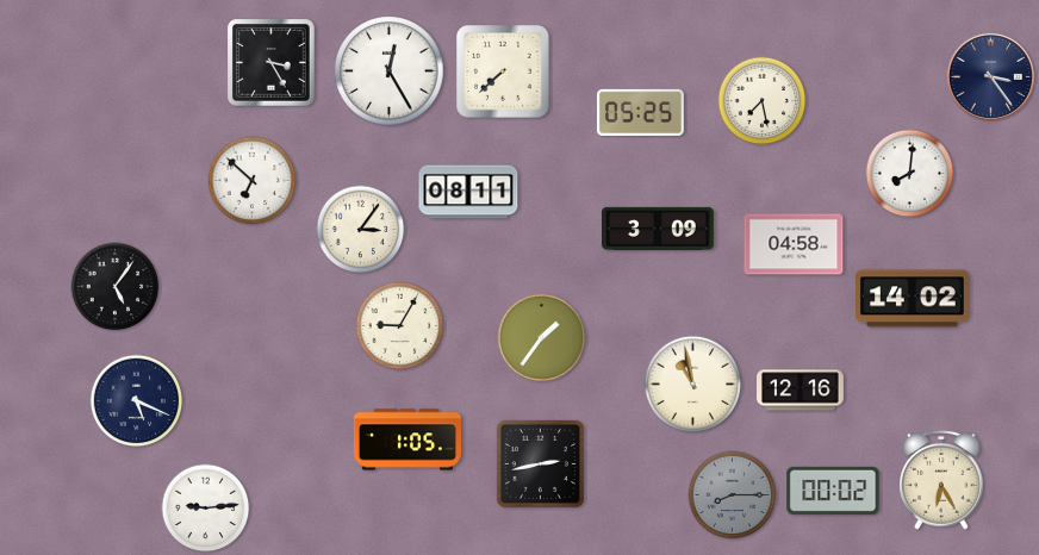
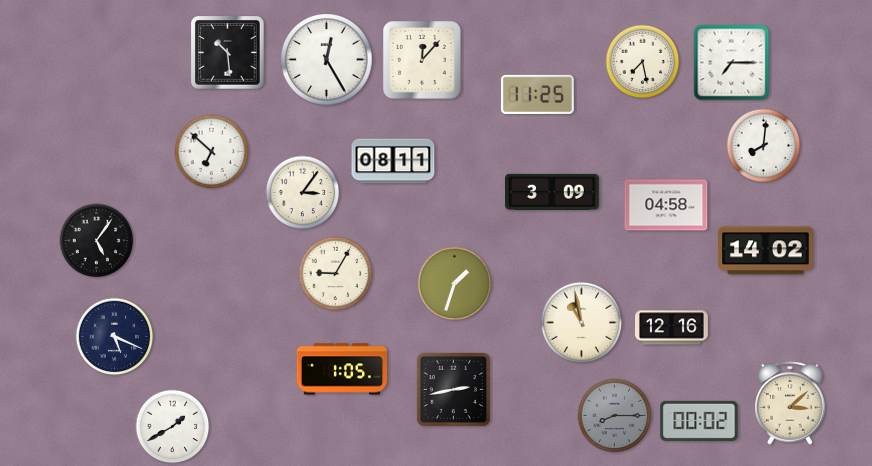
clock at (272, 63): 3:25 -> 10:29
clock at (503, 71): 7:38 -> 12:07
clock at (732, 63): none -> 7:15
clock at (990, 76): 3:24 -> none
clock at (763, 101) position: (763, 101) -> (643, 62)
clock at (640, 112): 05:25 -> 11:25
clock at (542, 338): 1:36 -> 1:33
clock at (941, 481): 6:25 -> 3:08
clock at (833, 491) position: (833, 491) -> (699, 421)
clock at (206, 509): 9:14 -> 1:40
